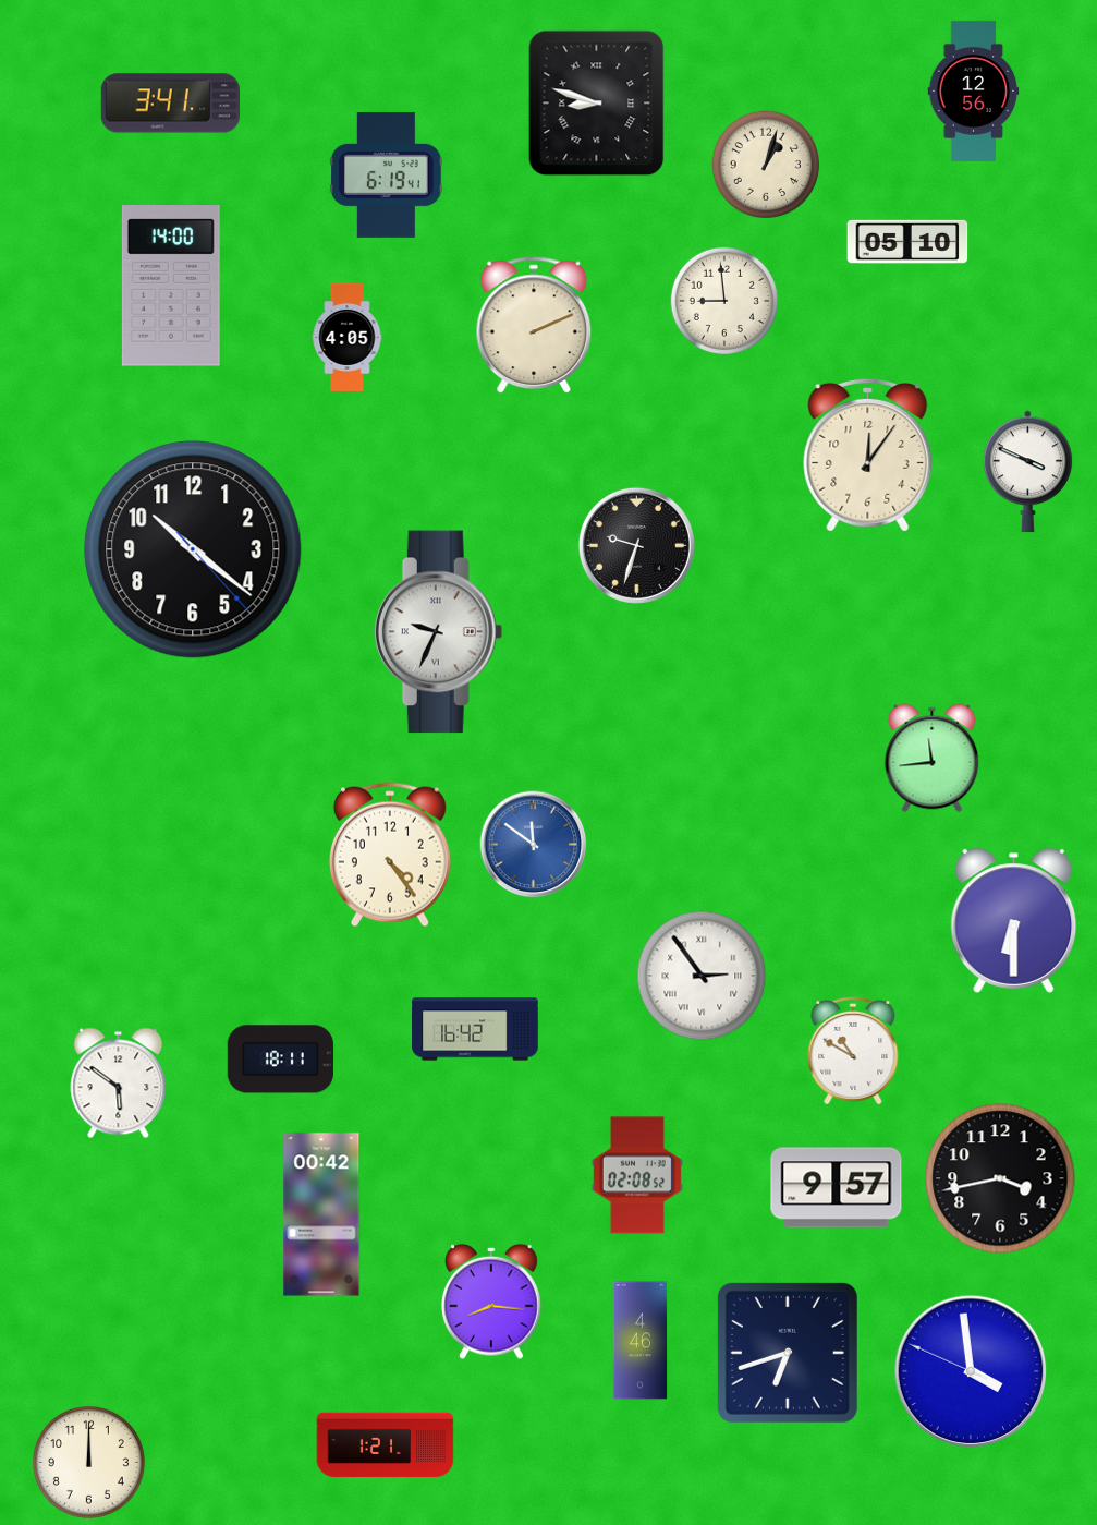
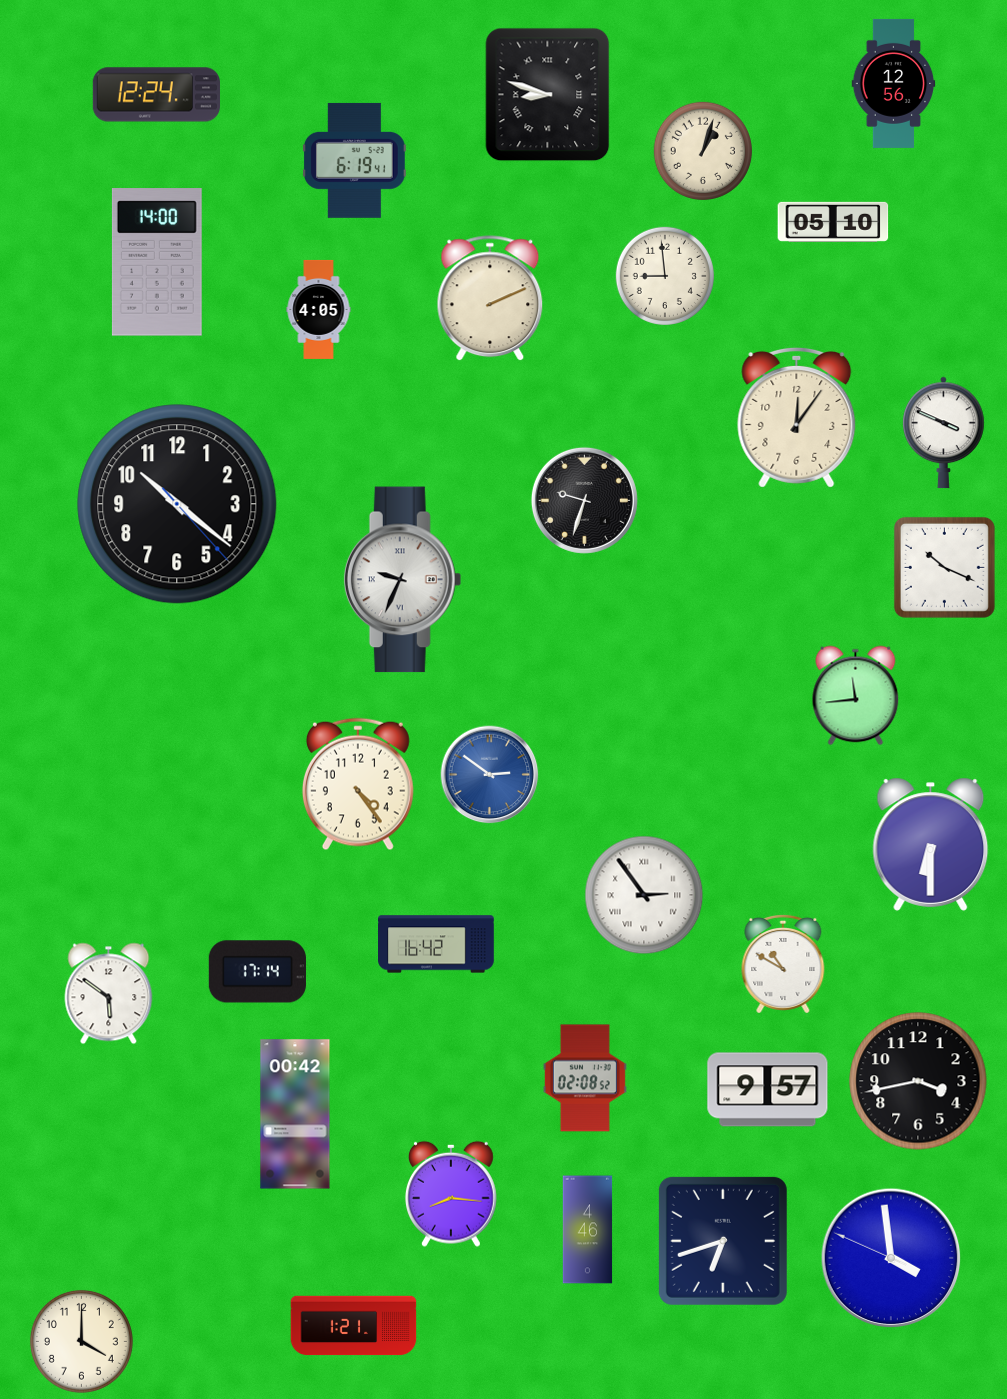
clock at (170, 104): 3:41 -> 12:24
clock at (944, 567): none -> 10:19
clock at (534, 845): 11:51 -> 2:51
clock at (280, 1060): 18:11 -> 17:14
clock at (88, 1462): 12:00 -> 4:00
